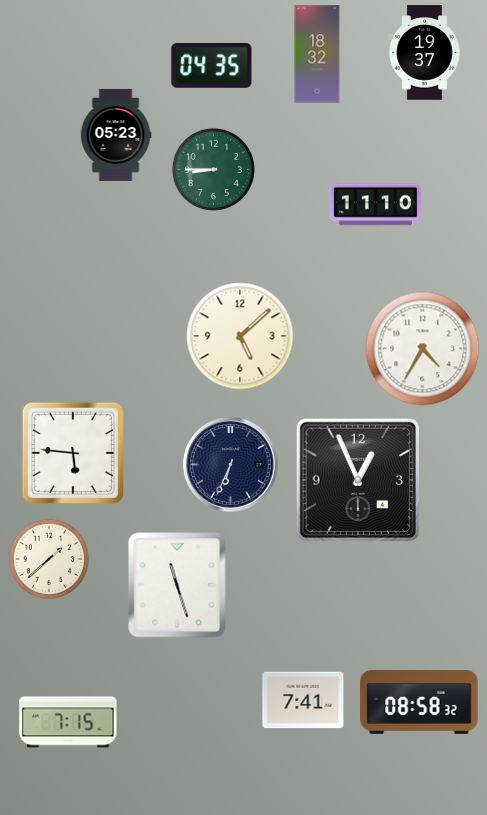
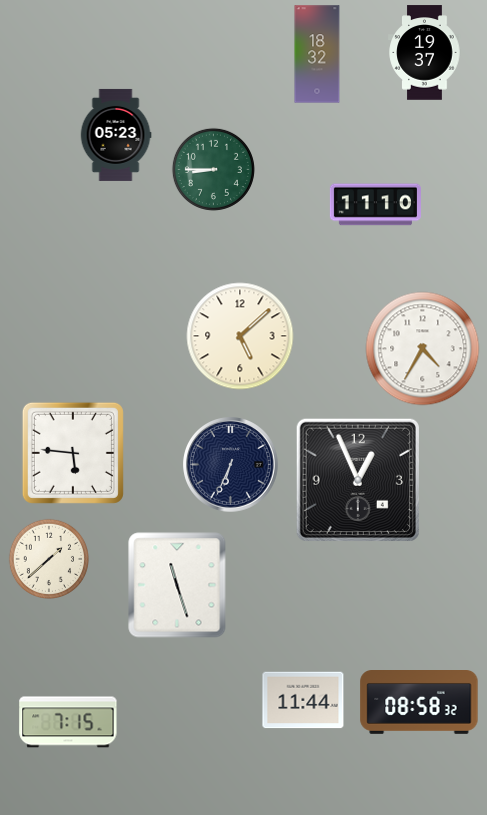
clock at (212, 65): 04:35 -> none
clock at (303, 700): 7:41 -> 11:44
